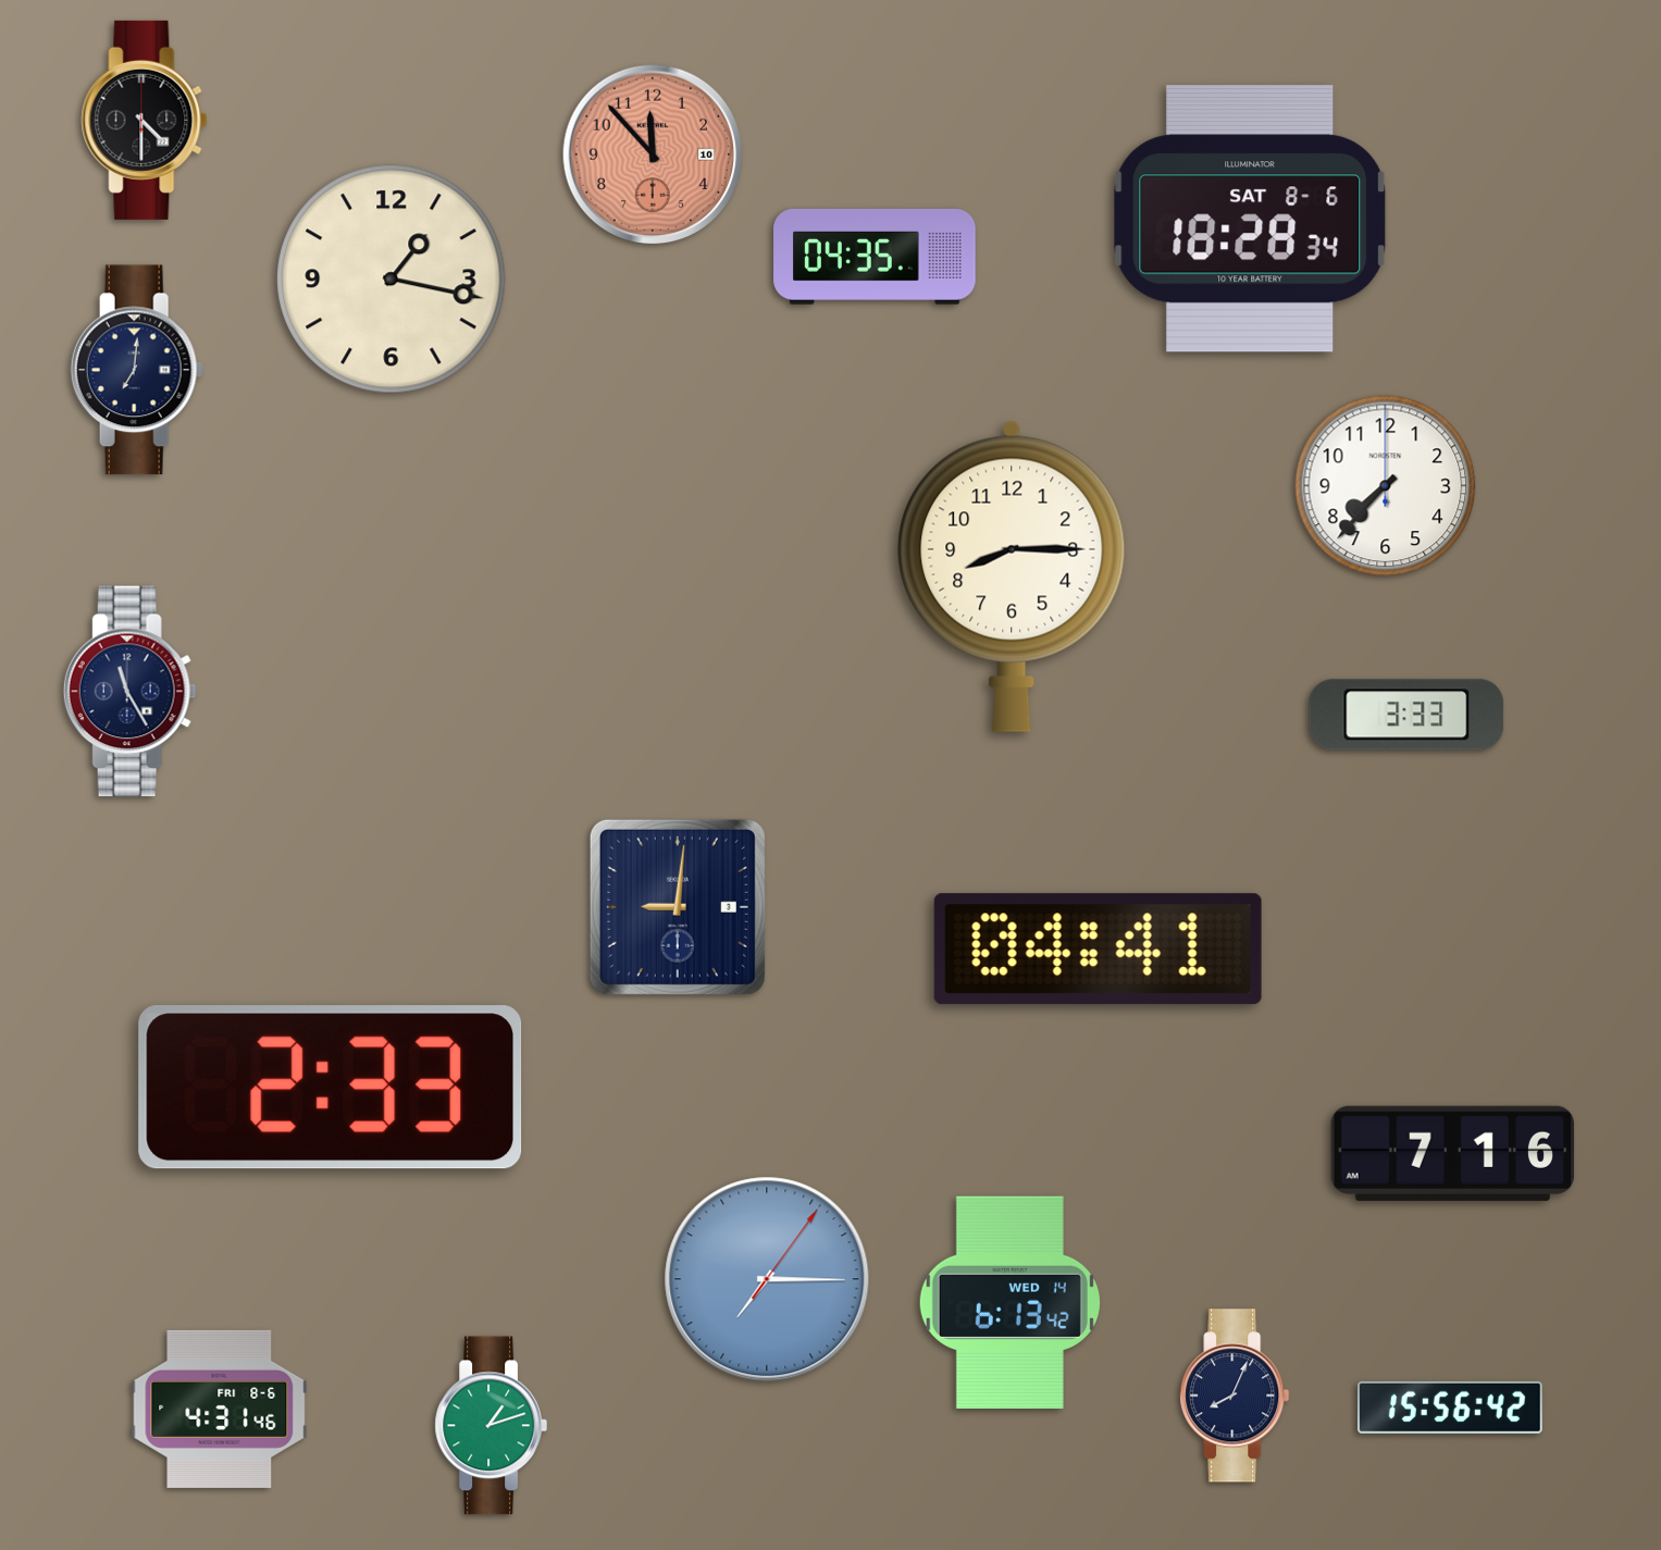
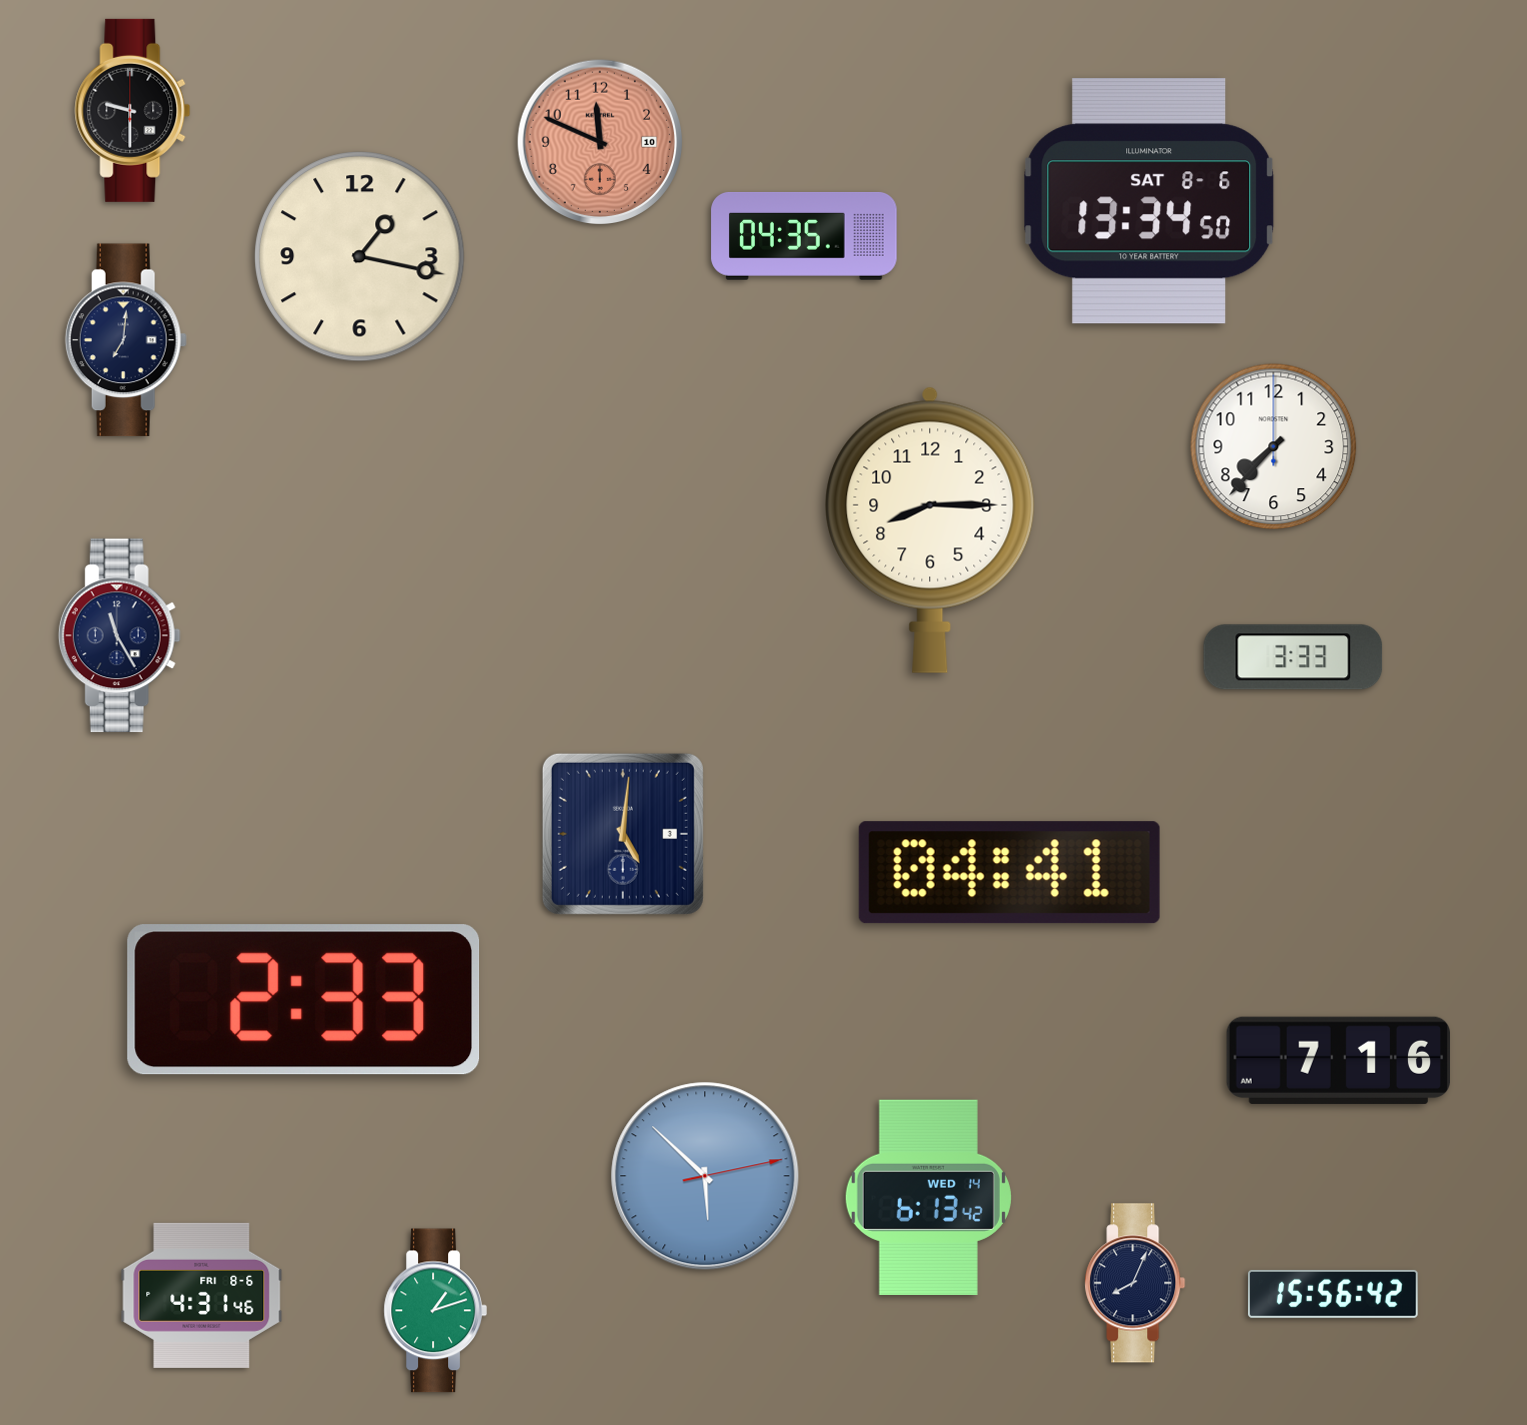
clock at (145, 120): 4:30 -> 9:30
clock at (653, 154): 11:53 -> 11:49
clock at (1250, 219): 18:28 -> 13:34
clock at (678, 907): 9:01 -> 5:01
clock at (1452, 1153) position: (1452, 1153) -> (1338, 1060)
clock at (767, 1279): 7:15 -> 5:52
clock at (491, 1426) position: (491, 1426) -> (435, 1311)
